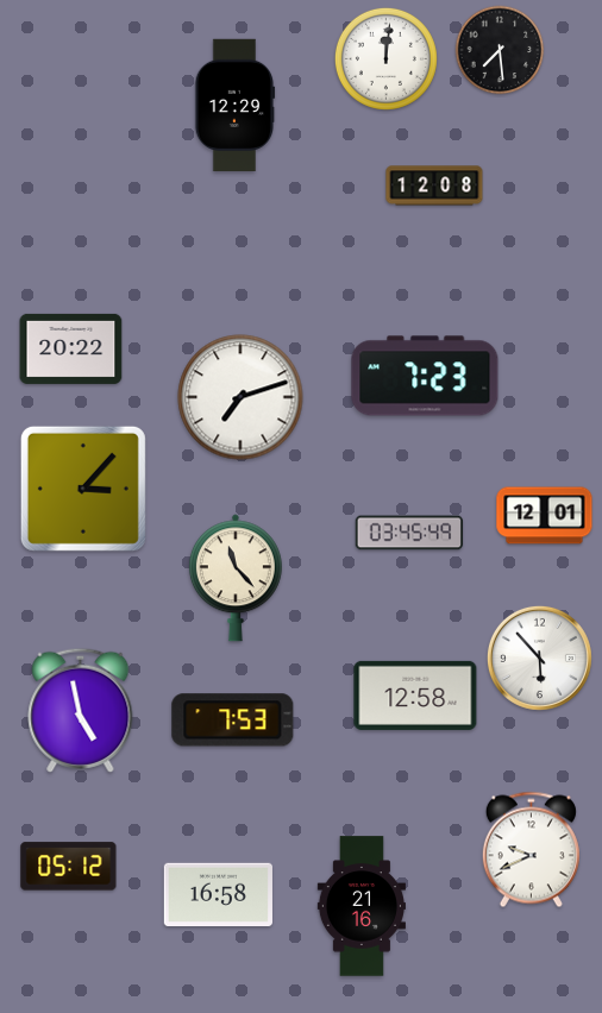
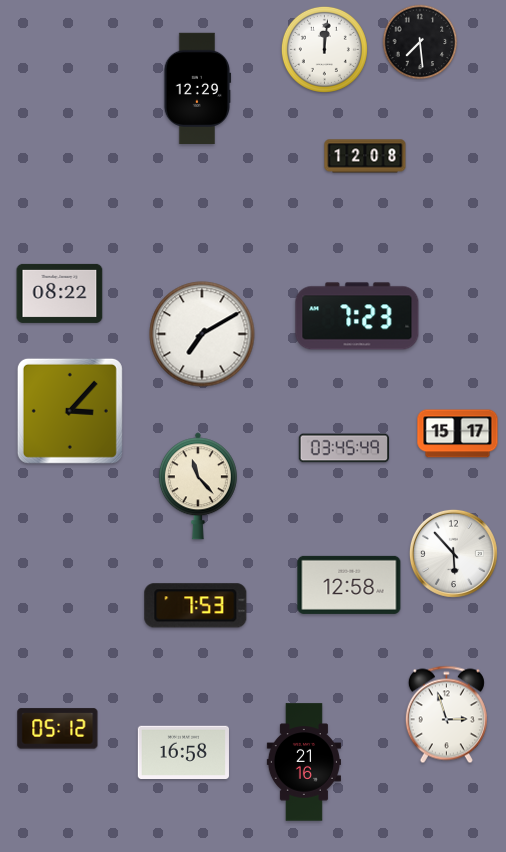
clock at (71, 348): 20:22 -> 08:22
clock at (240, 397): 7:12 -> 7:10
clock at (545, 516): 12:01 -> 15:17
clock at (81, 710): 4:58 -> none
clock at (531, 850): 9:41 -> 2:57
